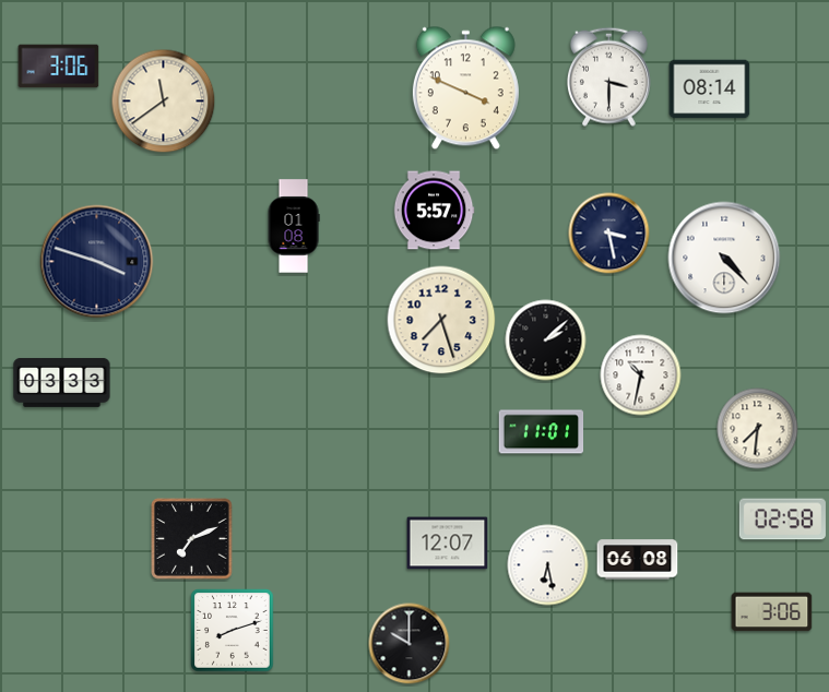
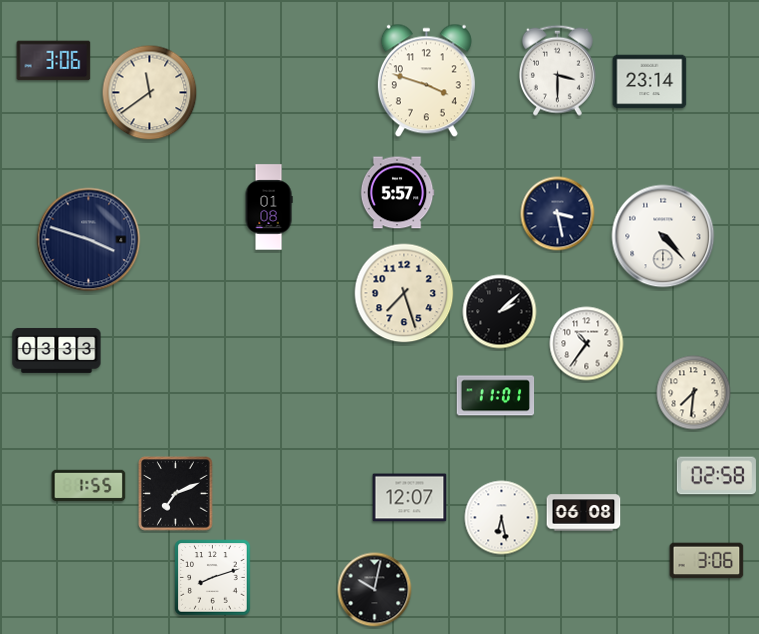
clock at (465, 88): 3:49 -> 3:48
clock at (710, 90): 08:14 -> 23:14
clock at (641, 375): 10:32 -> 10:36
clock at (89, 486): none -> 1:55
clock at (410, 644): 10:00 -> 10:02
